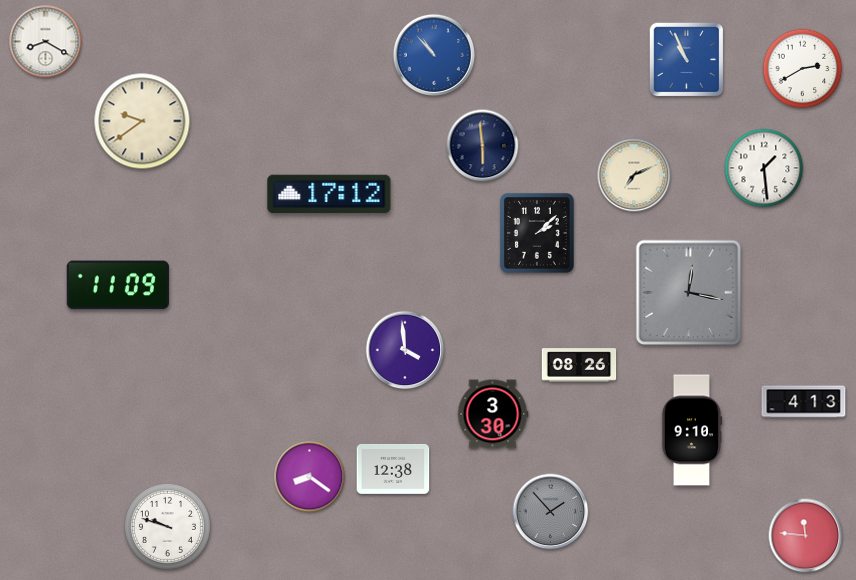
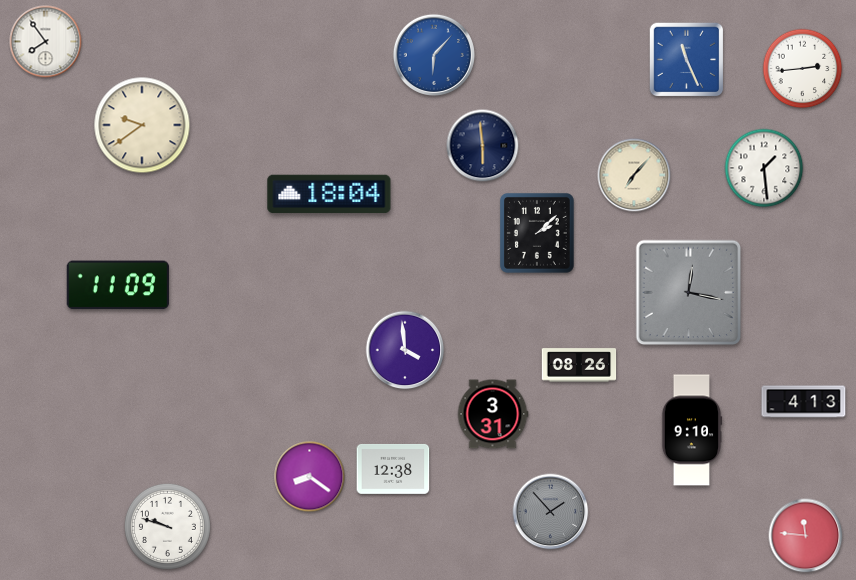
clock at (46, 42): 8:20 -> 7:54
clock at (434, 55): 10:53 -> 6:07
clock at (687, 60): 10:56 -> 11:26
clock at (803, 69): 2:40 -> 2:44
clock at (142, 121) position: (142, 121) -> (142, 125)
clock at (634, 175): 7:11 -> 7:07
clock at (329, 194): 17:12 -> 18:04
clock at (493, 414): 3:30 -> 3:31
